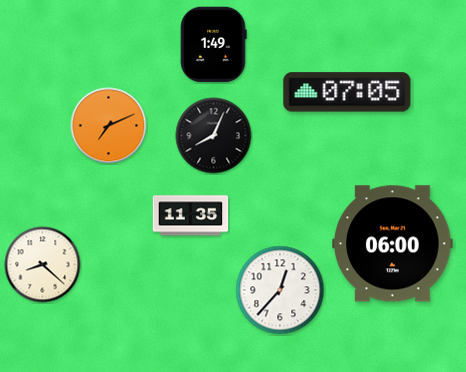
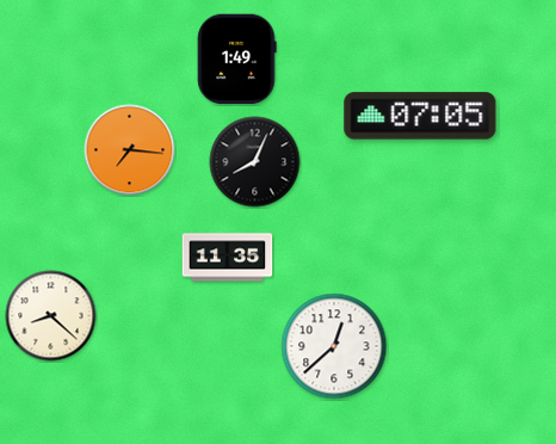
clock at (214, 45) position: (214, 45) -> (237, 60)
clock at (347, 92) position: (347, 92) -> (420, 116)
clock at (109, 126): 7:11 -> 7:16
clock at (393, 244): 06:00 -> none
clock at (280, 290): 12:37 -> 12:38
